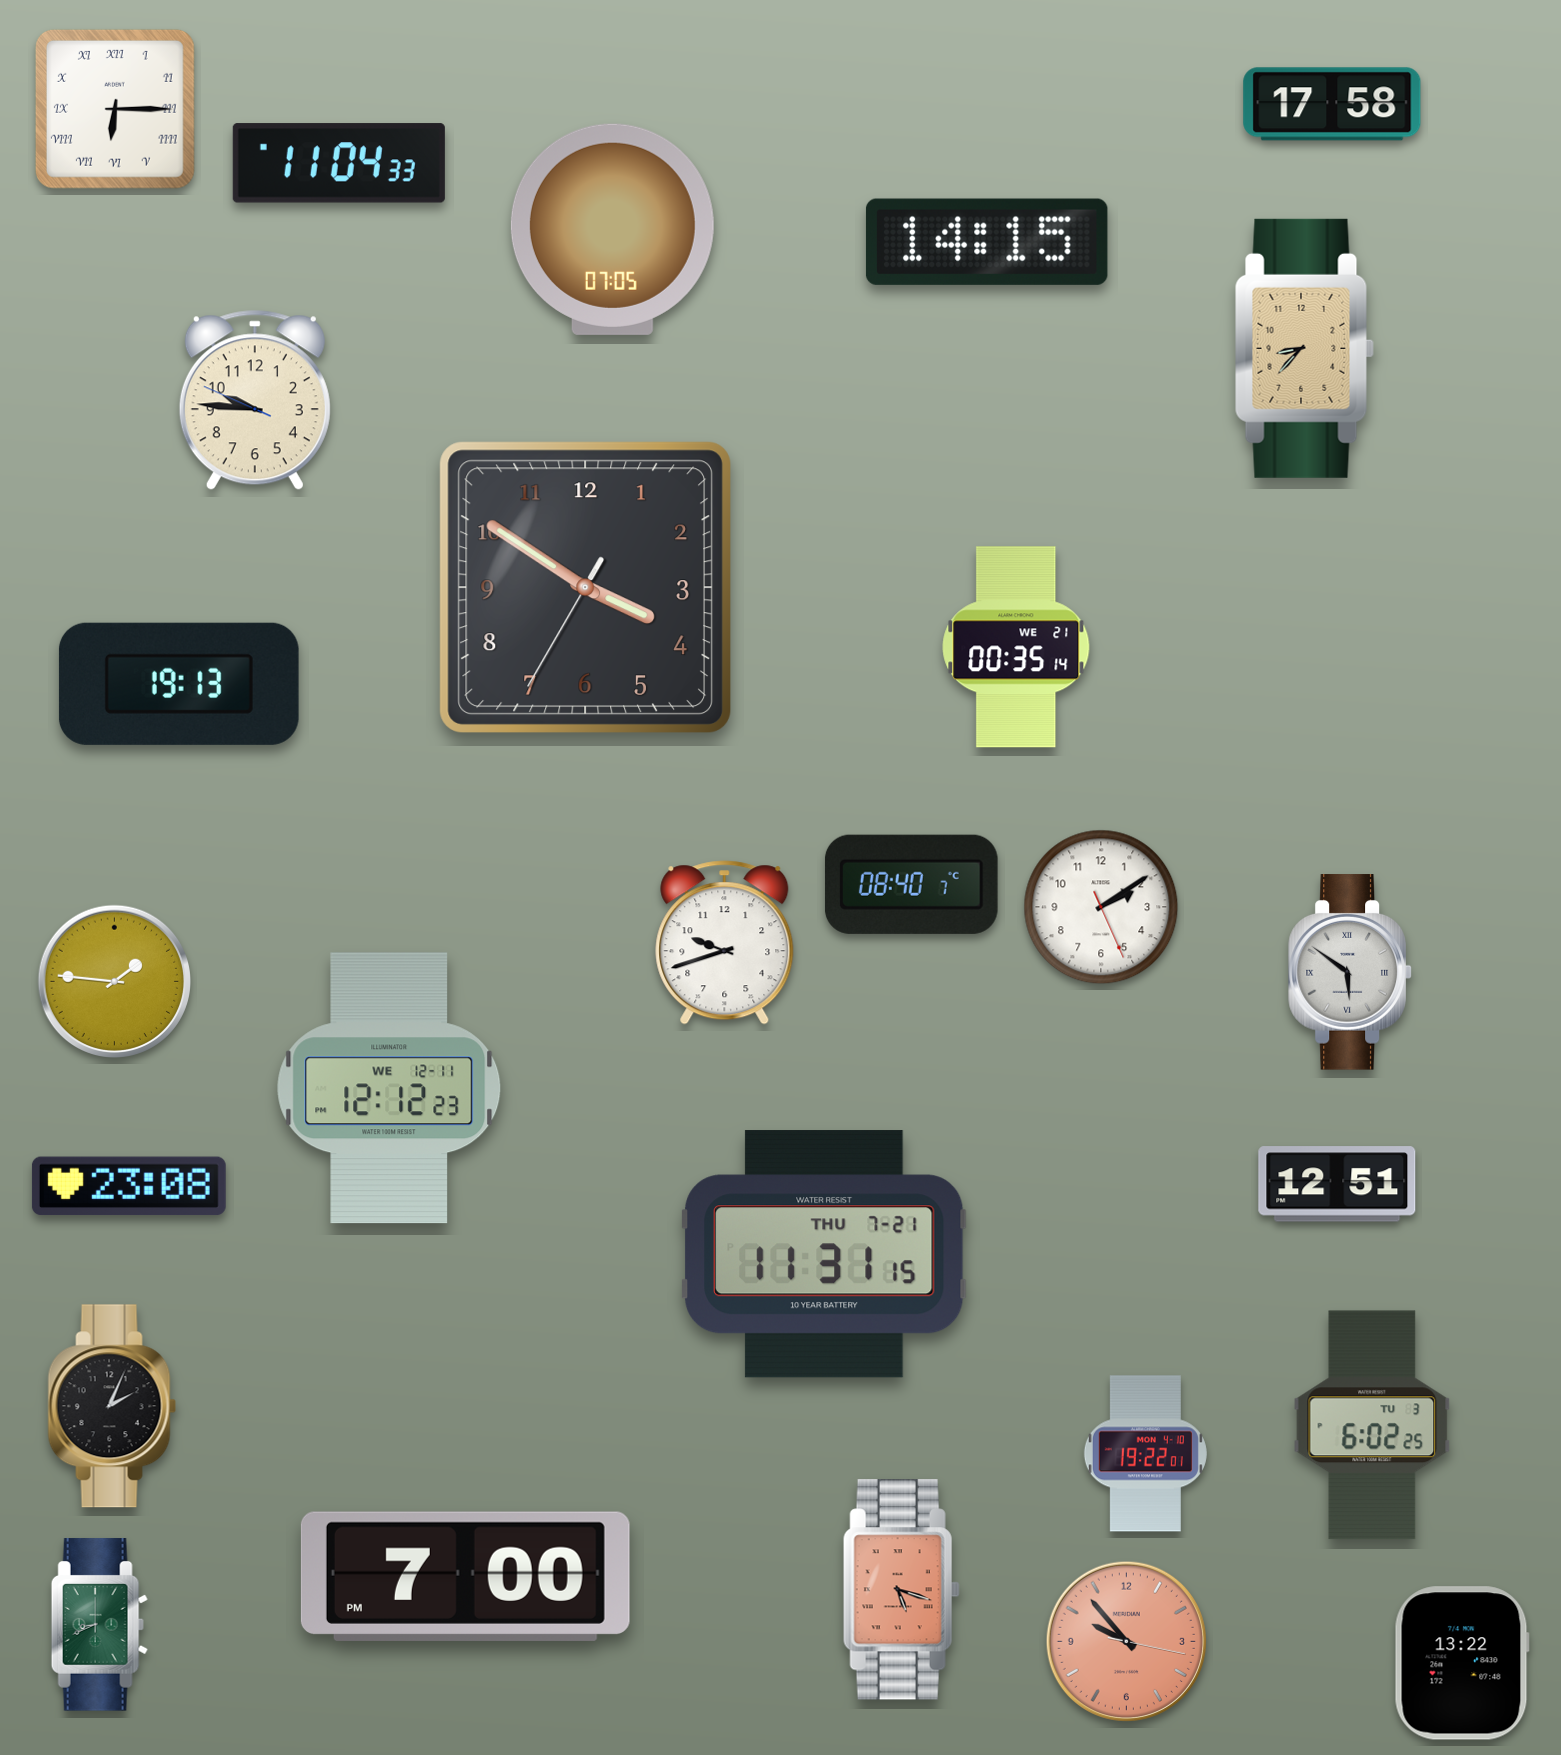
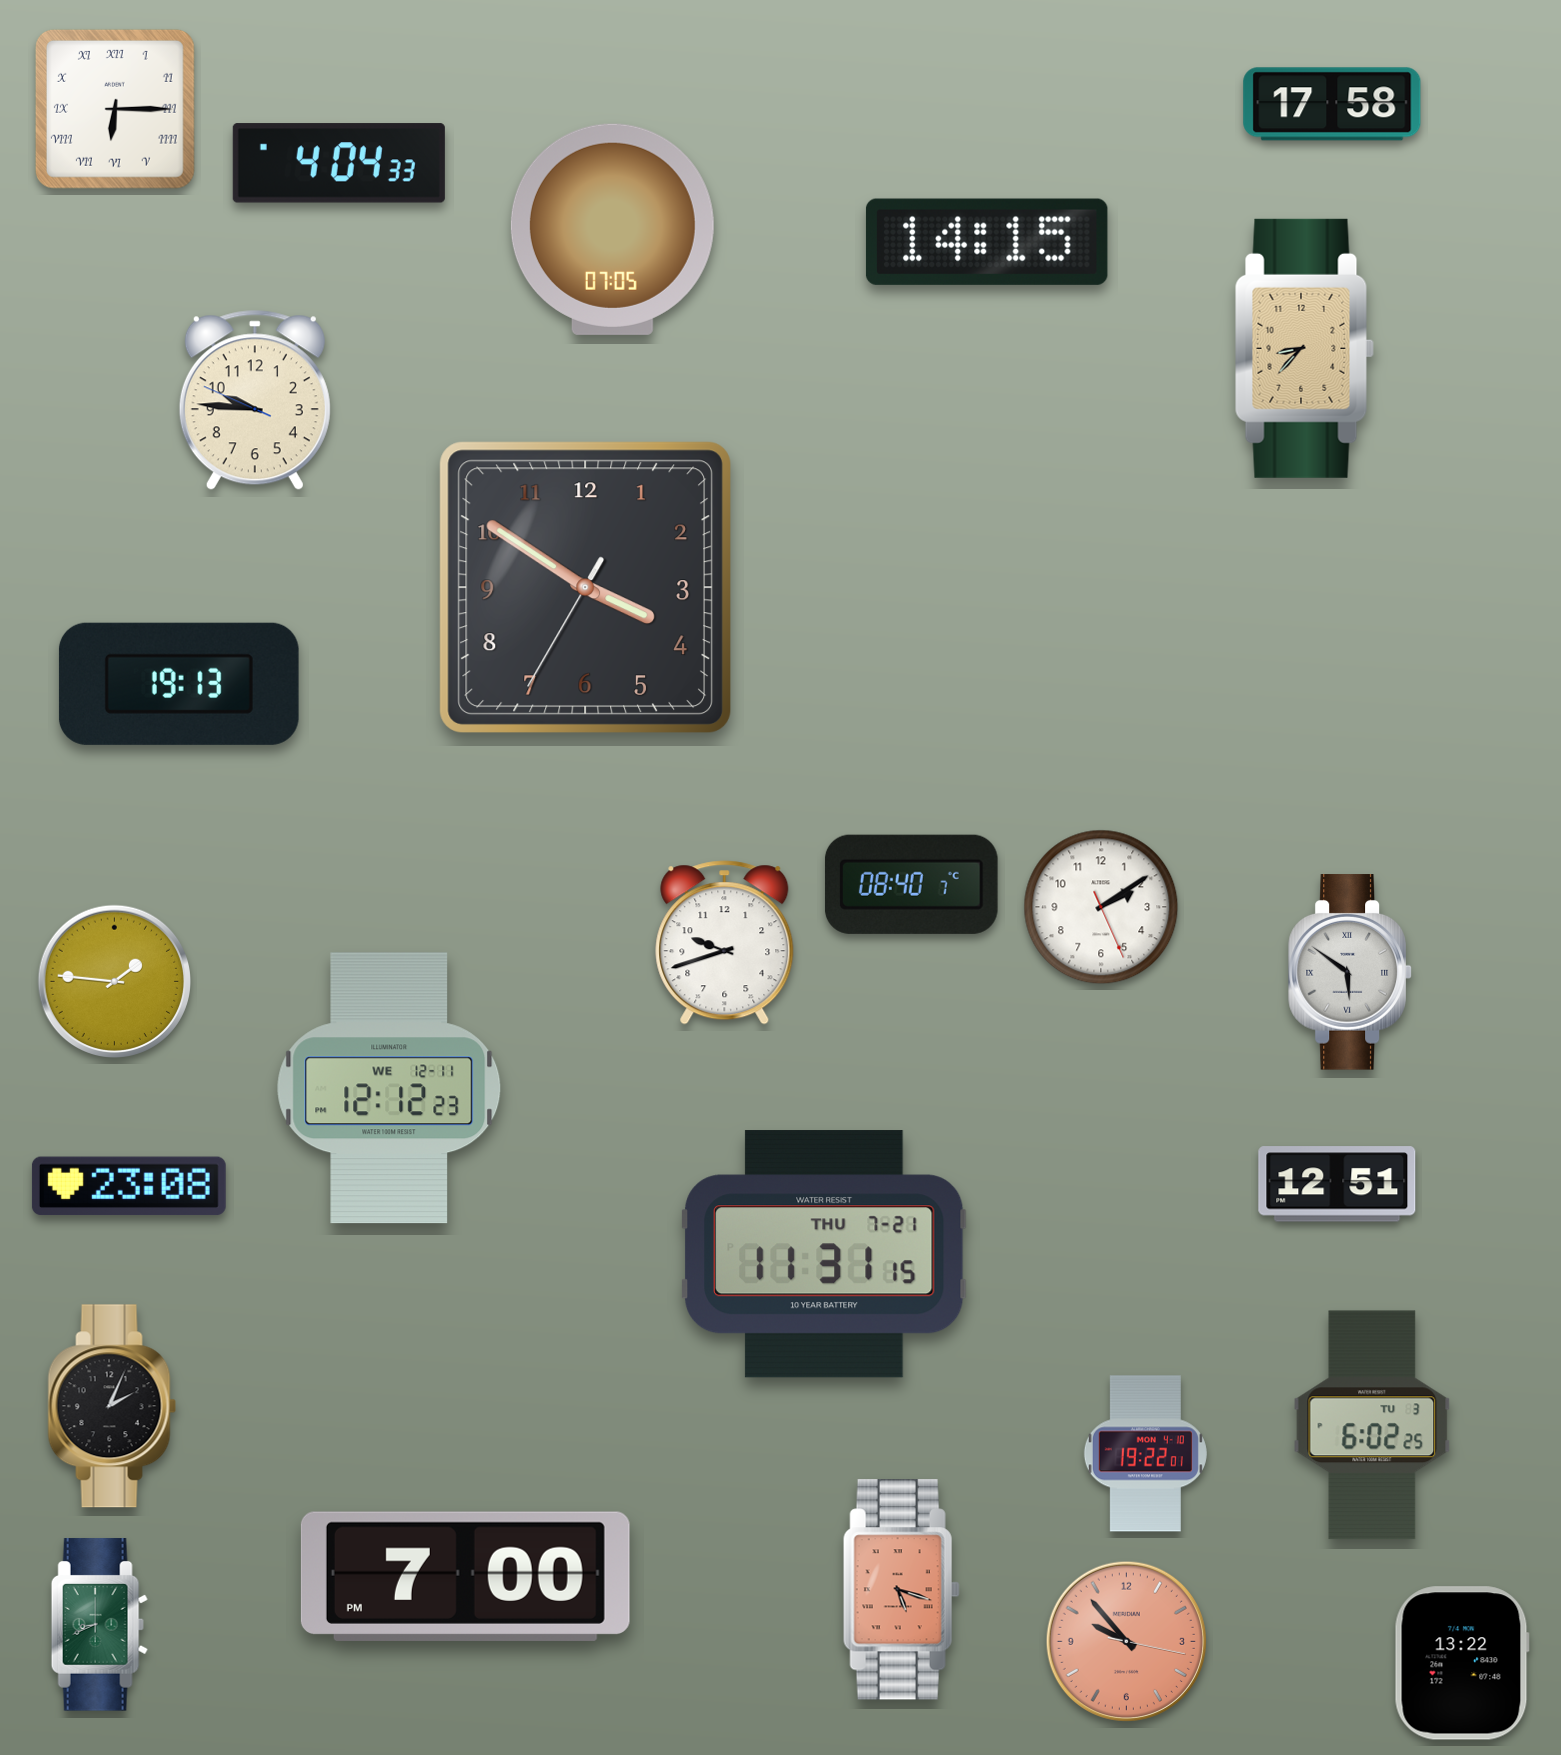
clock at (339, 163): 11:04 -> 4:04
clock at (1016, 647): 00:35 -> none
